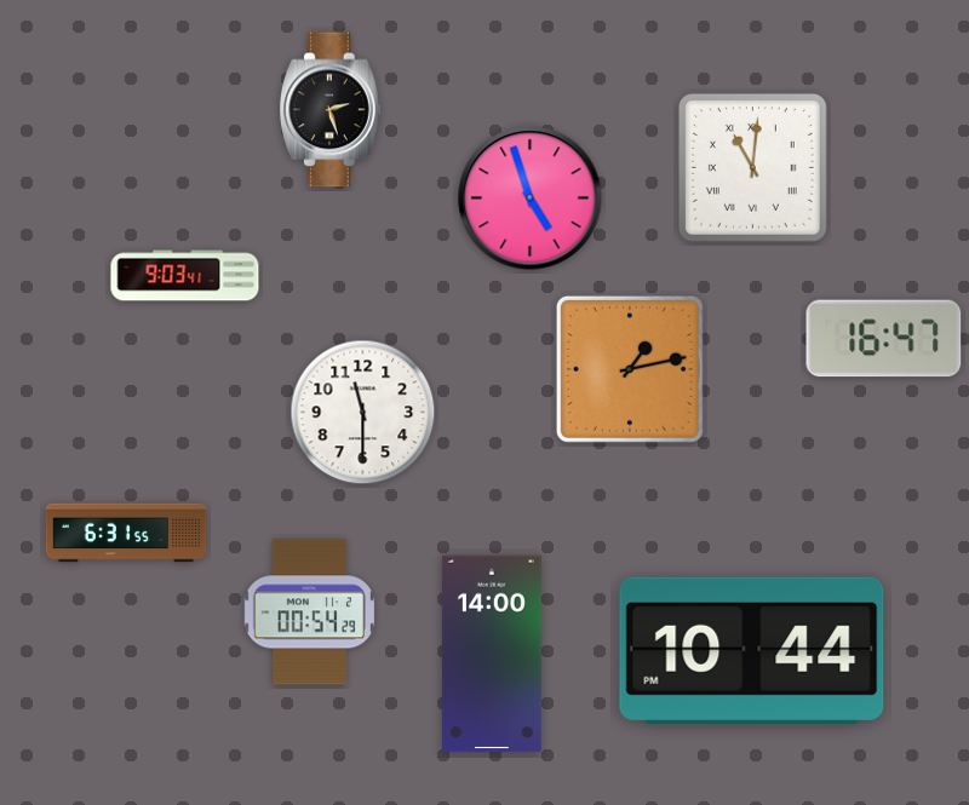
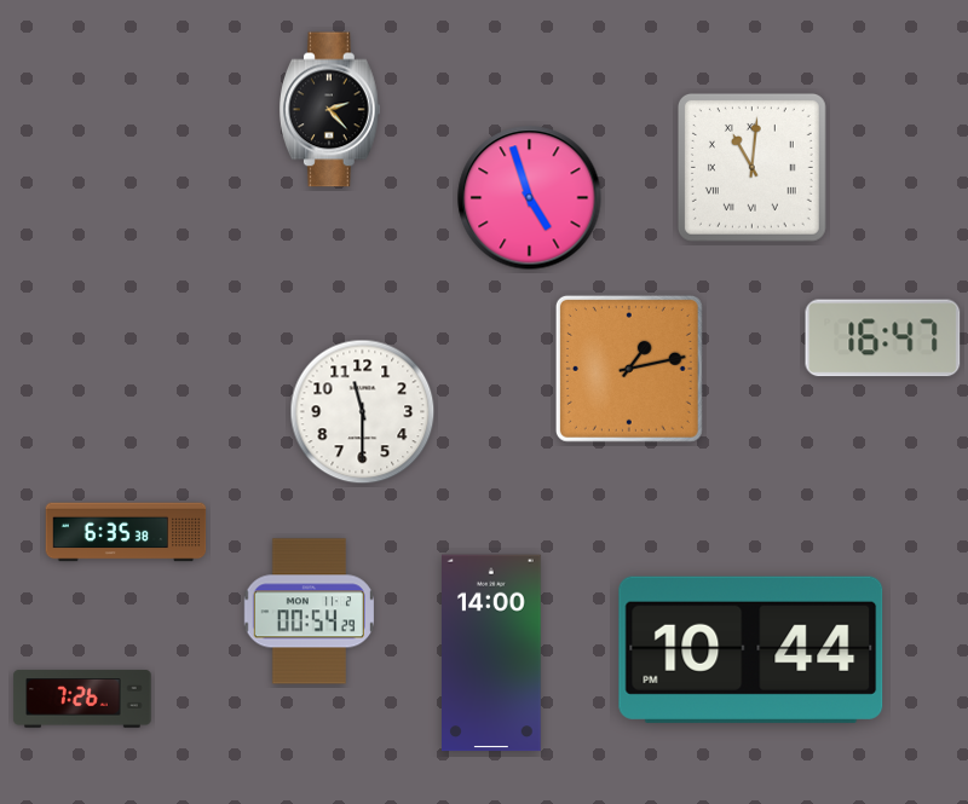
clock at (329, 110): 2:27 -> 2:23
clock at (185, 276): 9:03 -> none
clock at (126, 533): 6:31 -> 6:35
clock at (82, 699): none -> 7:26
